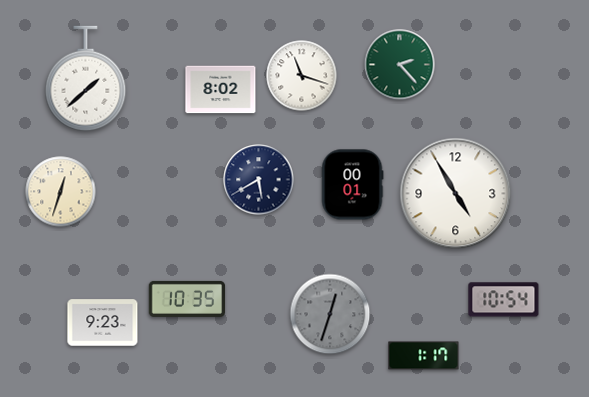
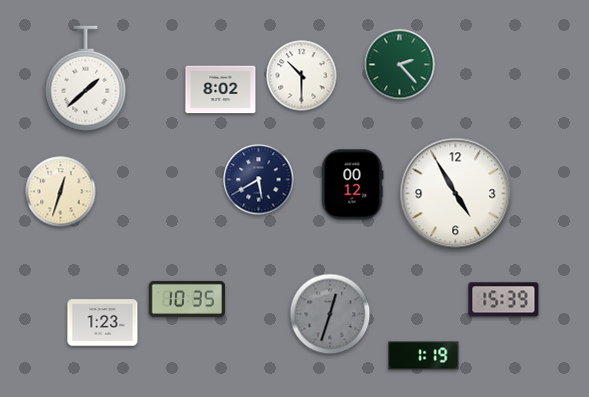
clock at (302, 76): 11:18 -> 10:30
clock at (352, 185): 00:01 -> 00:12
clock at (504, 300): 10:54 -> 15:39
clock at (103, 323): 9:23 -> 1:23
clock at (424, 356): 1:17 -> 1:19
